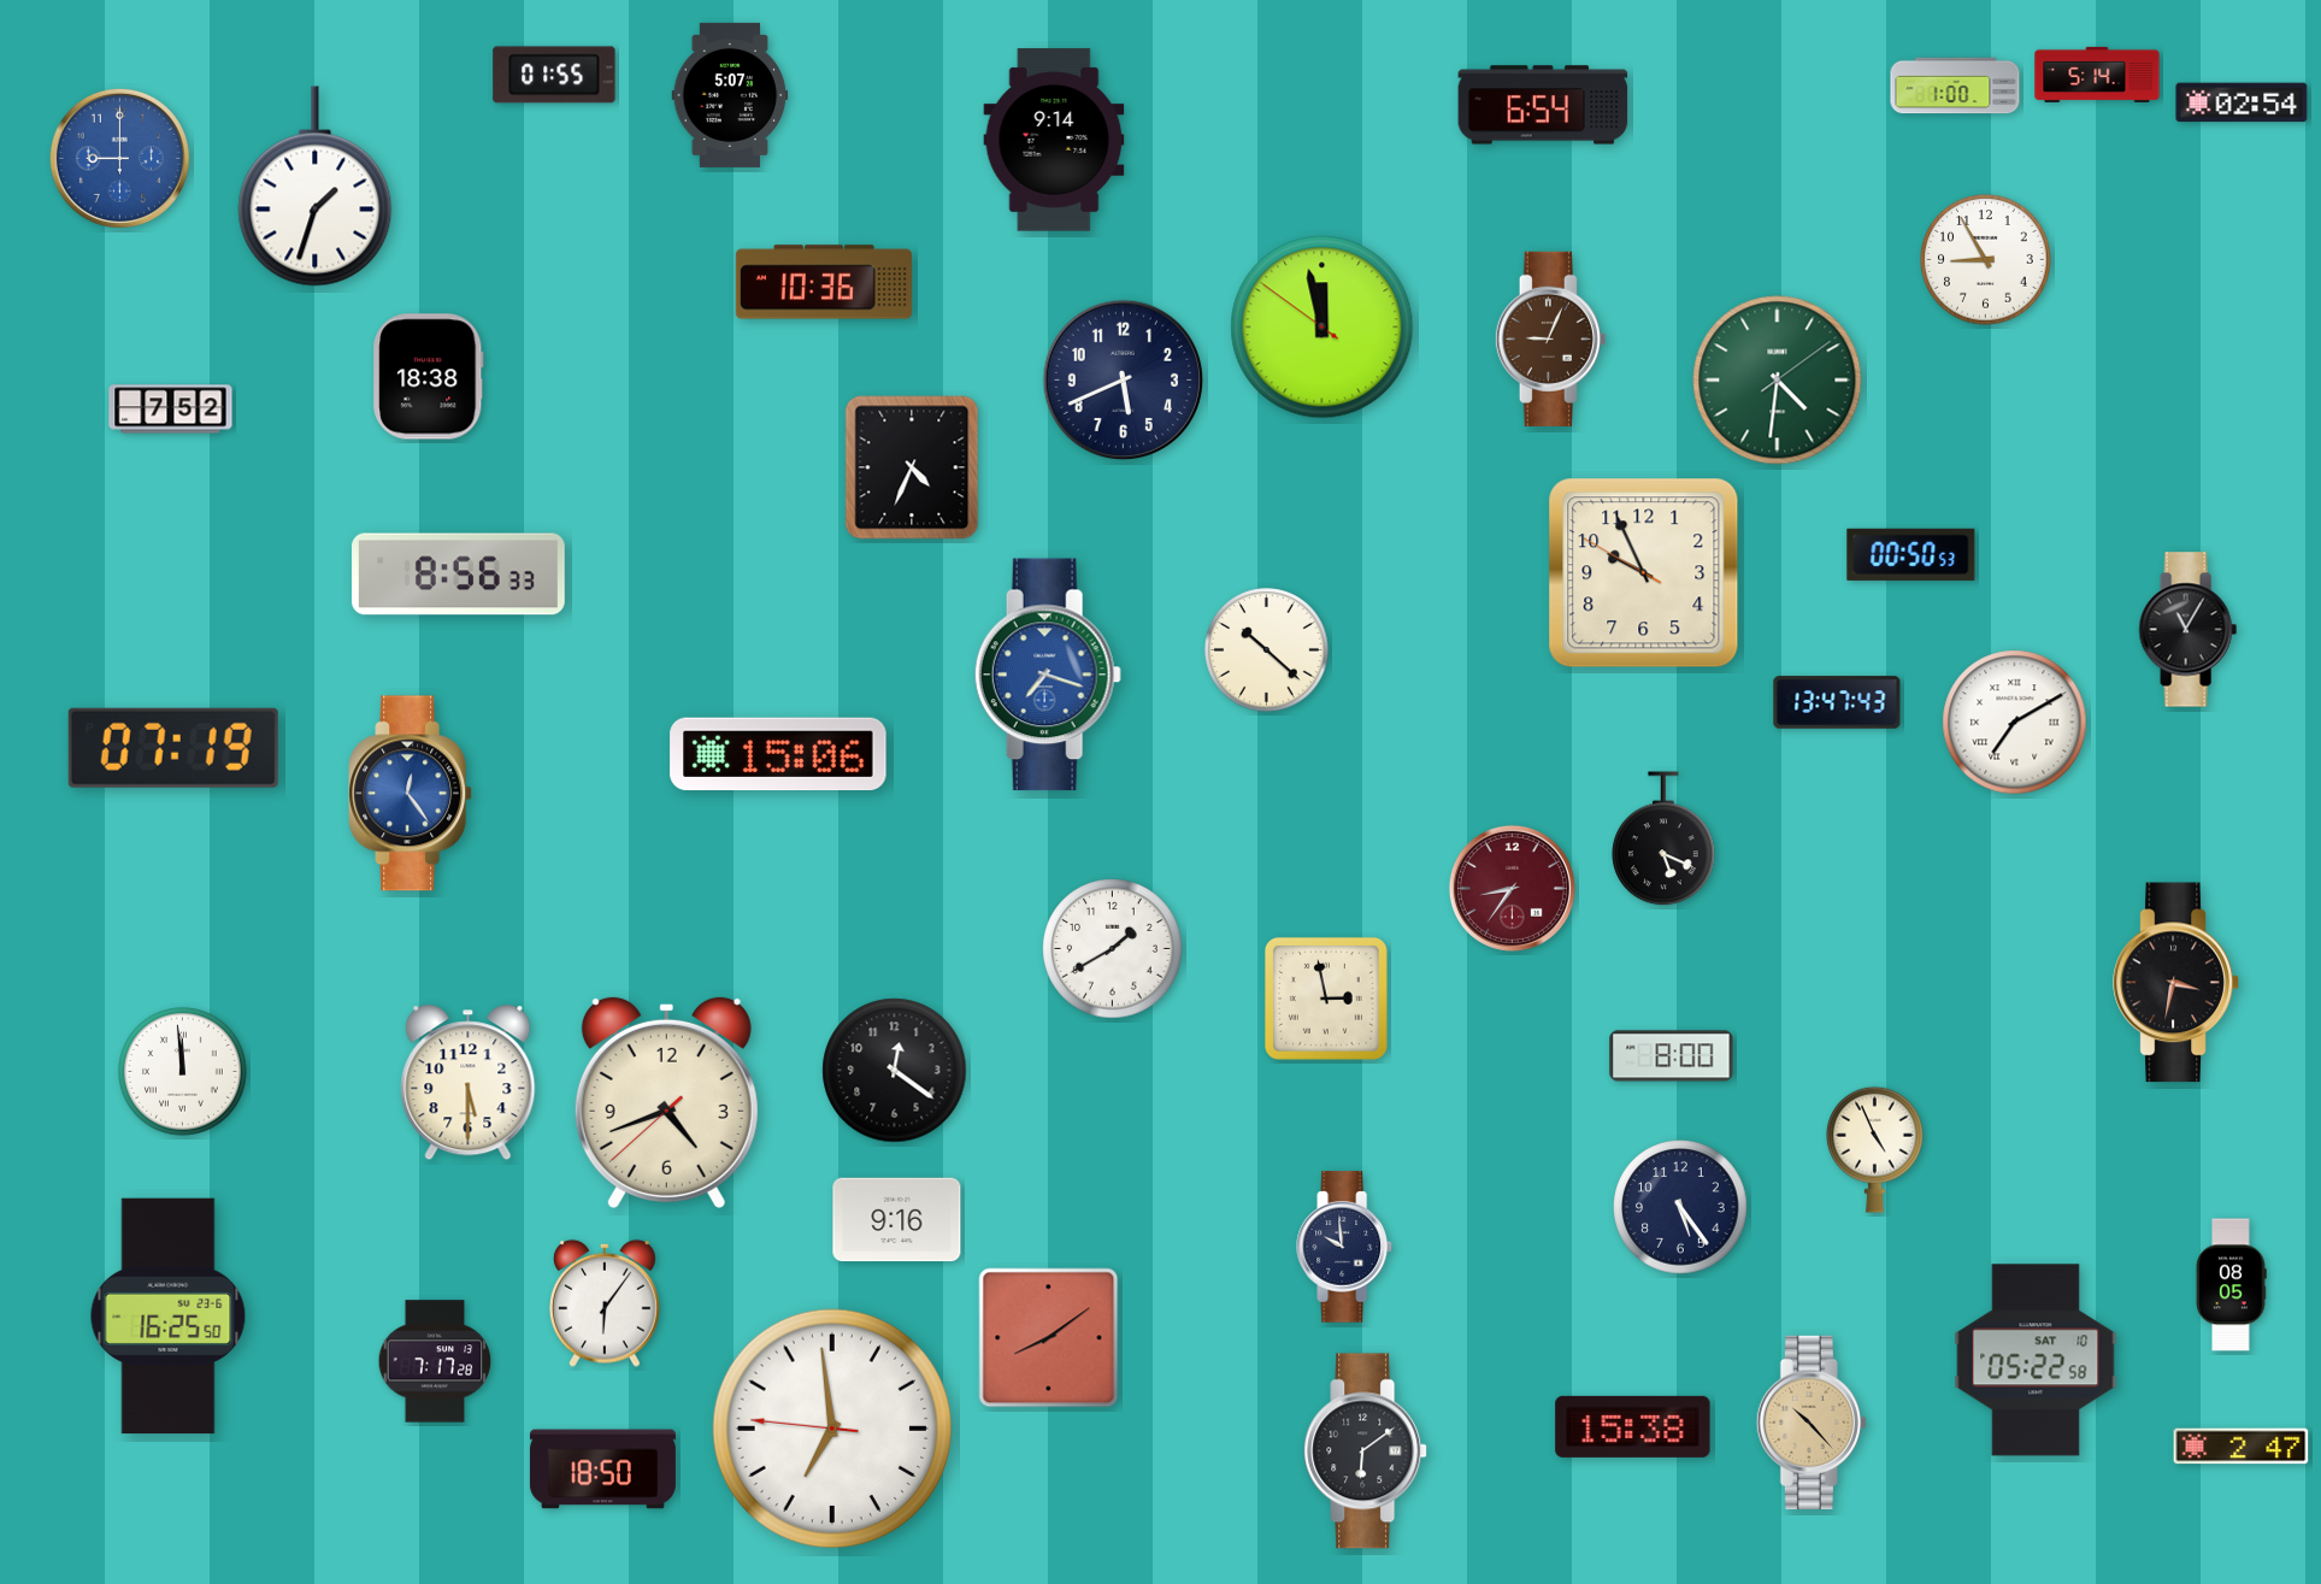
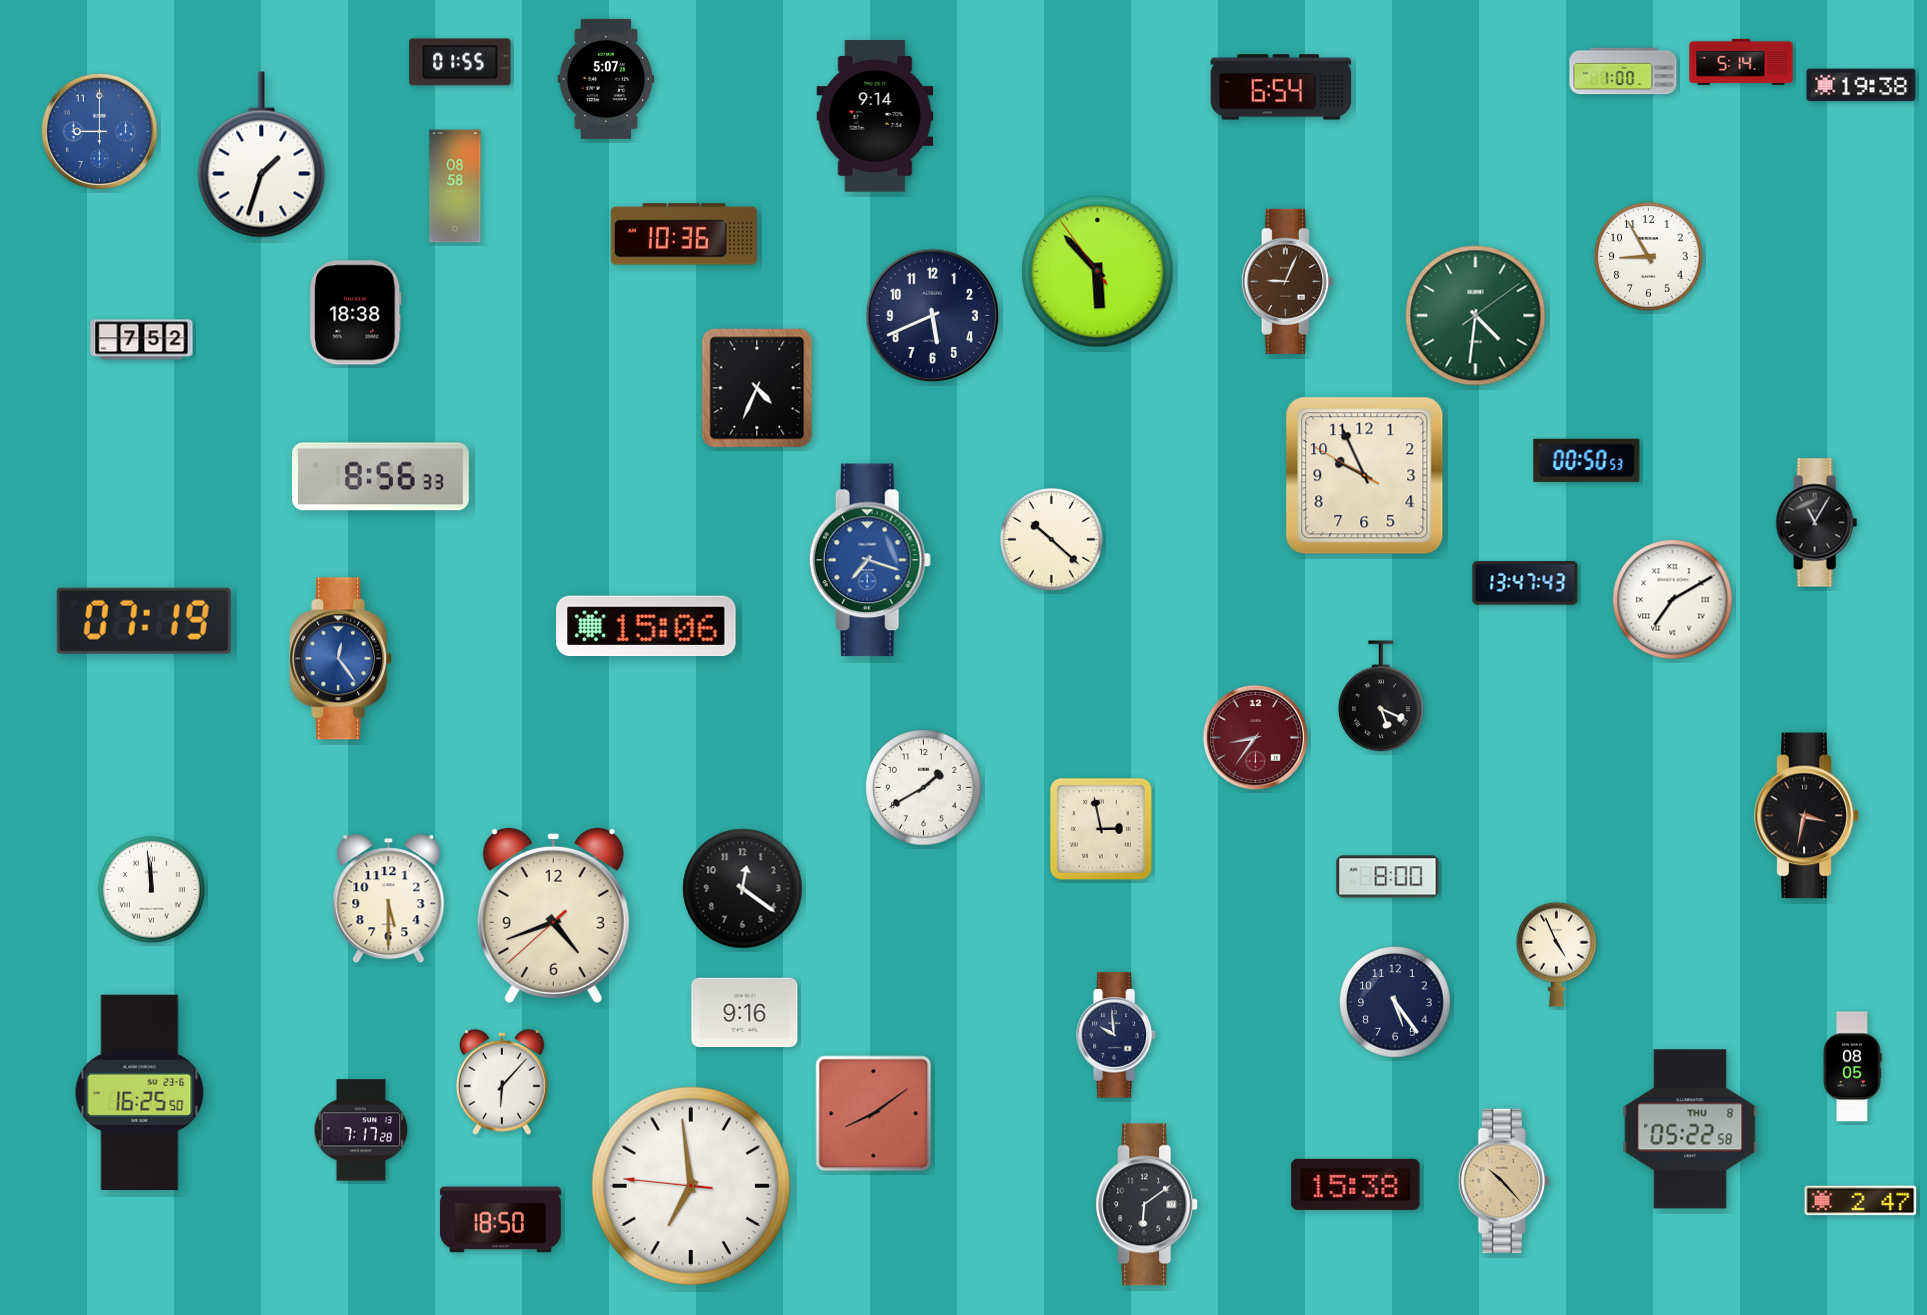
clock at (2242, 102): 02:54 -> 19:38
clock at (455, 186): none -> 08:58
clock at (1986, 260) position: (1986, 260) -> (1649, 257)
clock at (1323, 328): 11:57 -> 5:52
clock at (605, 1303): 6:06 -> 6:07
clock at (1049, 1338) position: (1049, 1338) -> (874, 1114)
clock at (2036, 1360) date: SAT 10 -> THU 8
clock at (1366, 1451) position: (1366, 1451) -> (1147, 1205)
